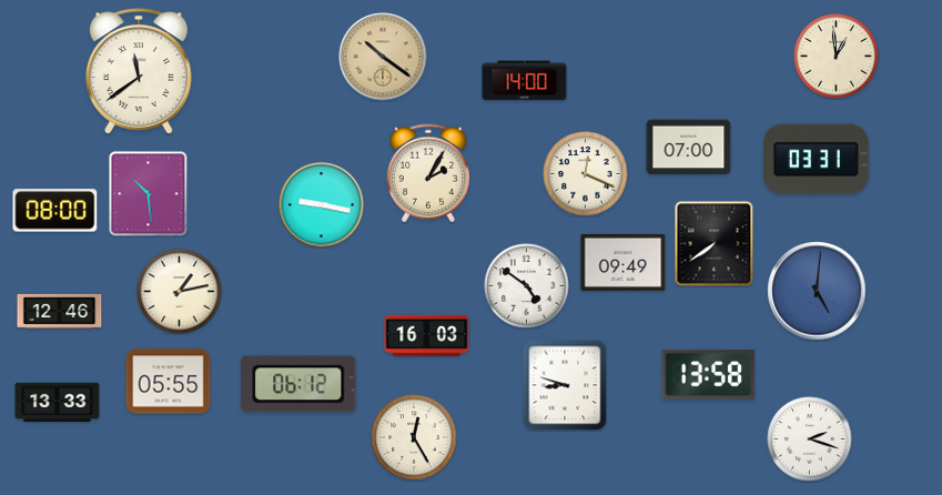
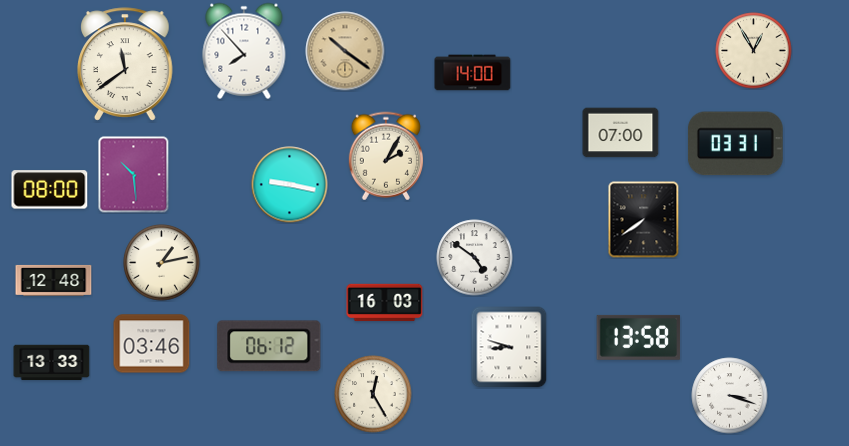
clock at (244, 51): none -> 7:53
clock at (837, 57): 12:59 -> 12:55
clock at (586, 174): 12:19 -> none
clock at (624, 262): 09:49 -> none
clock at (817, 291): 5:01 -> none
clock at (60, 311): 12:46 -> 12:48
clock at (169, 382): 05:55 -> 03:46
clock at (810, 440): 2:18 -> 3:18
